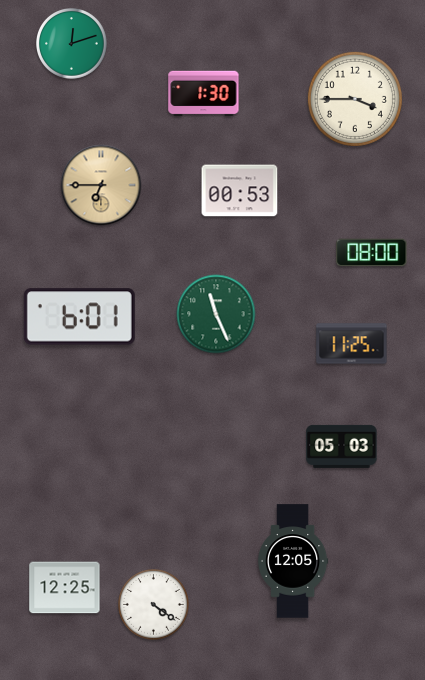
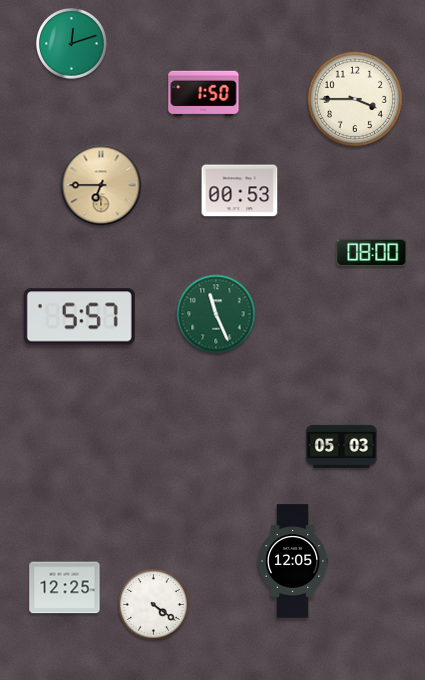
clock at (204, 94): 1:30 -> 1:50
clock at (79, 317): 6:01 -> 5:57
clock at (352, 344): 11:25 -> none
